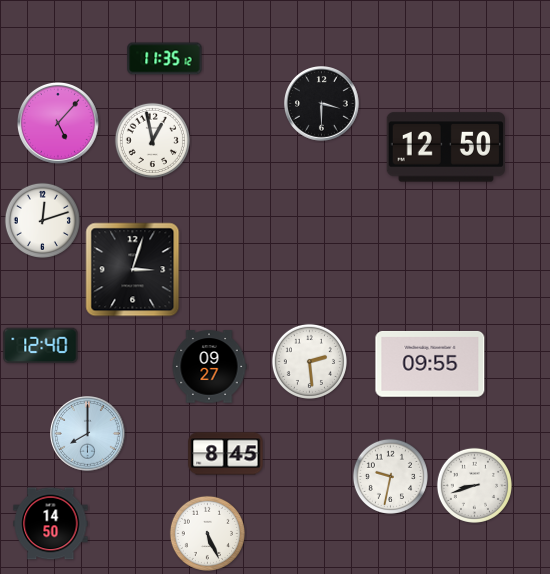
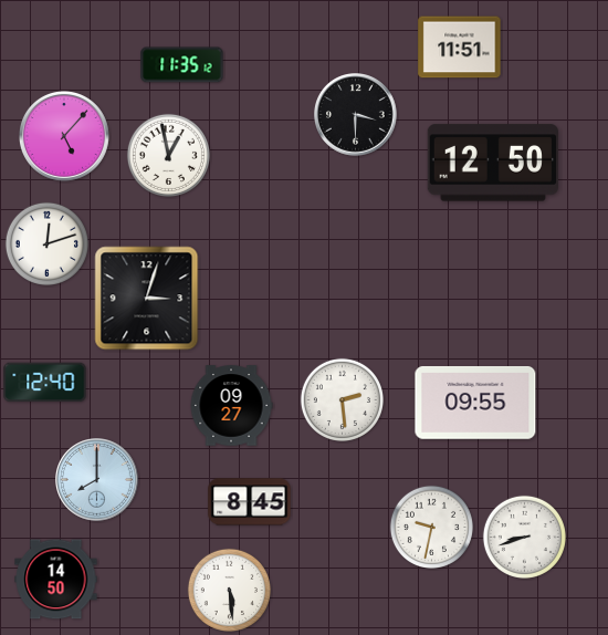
clock at (460, 48): none -> 11:51
clock at (207, 533): 5:26 -> 5:29
